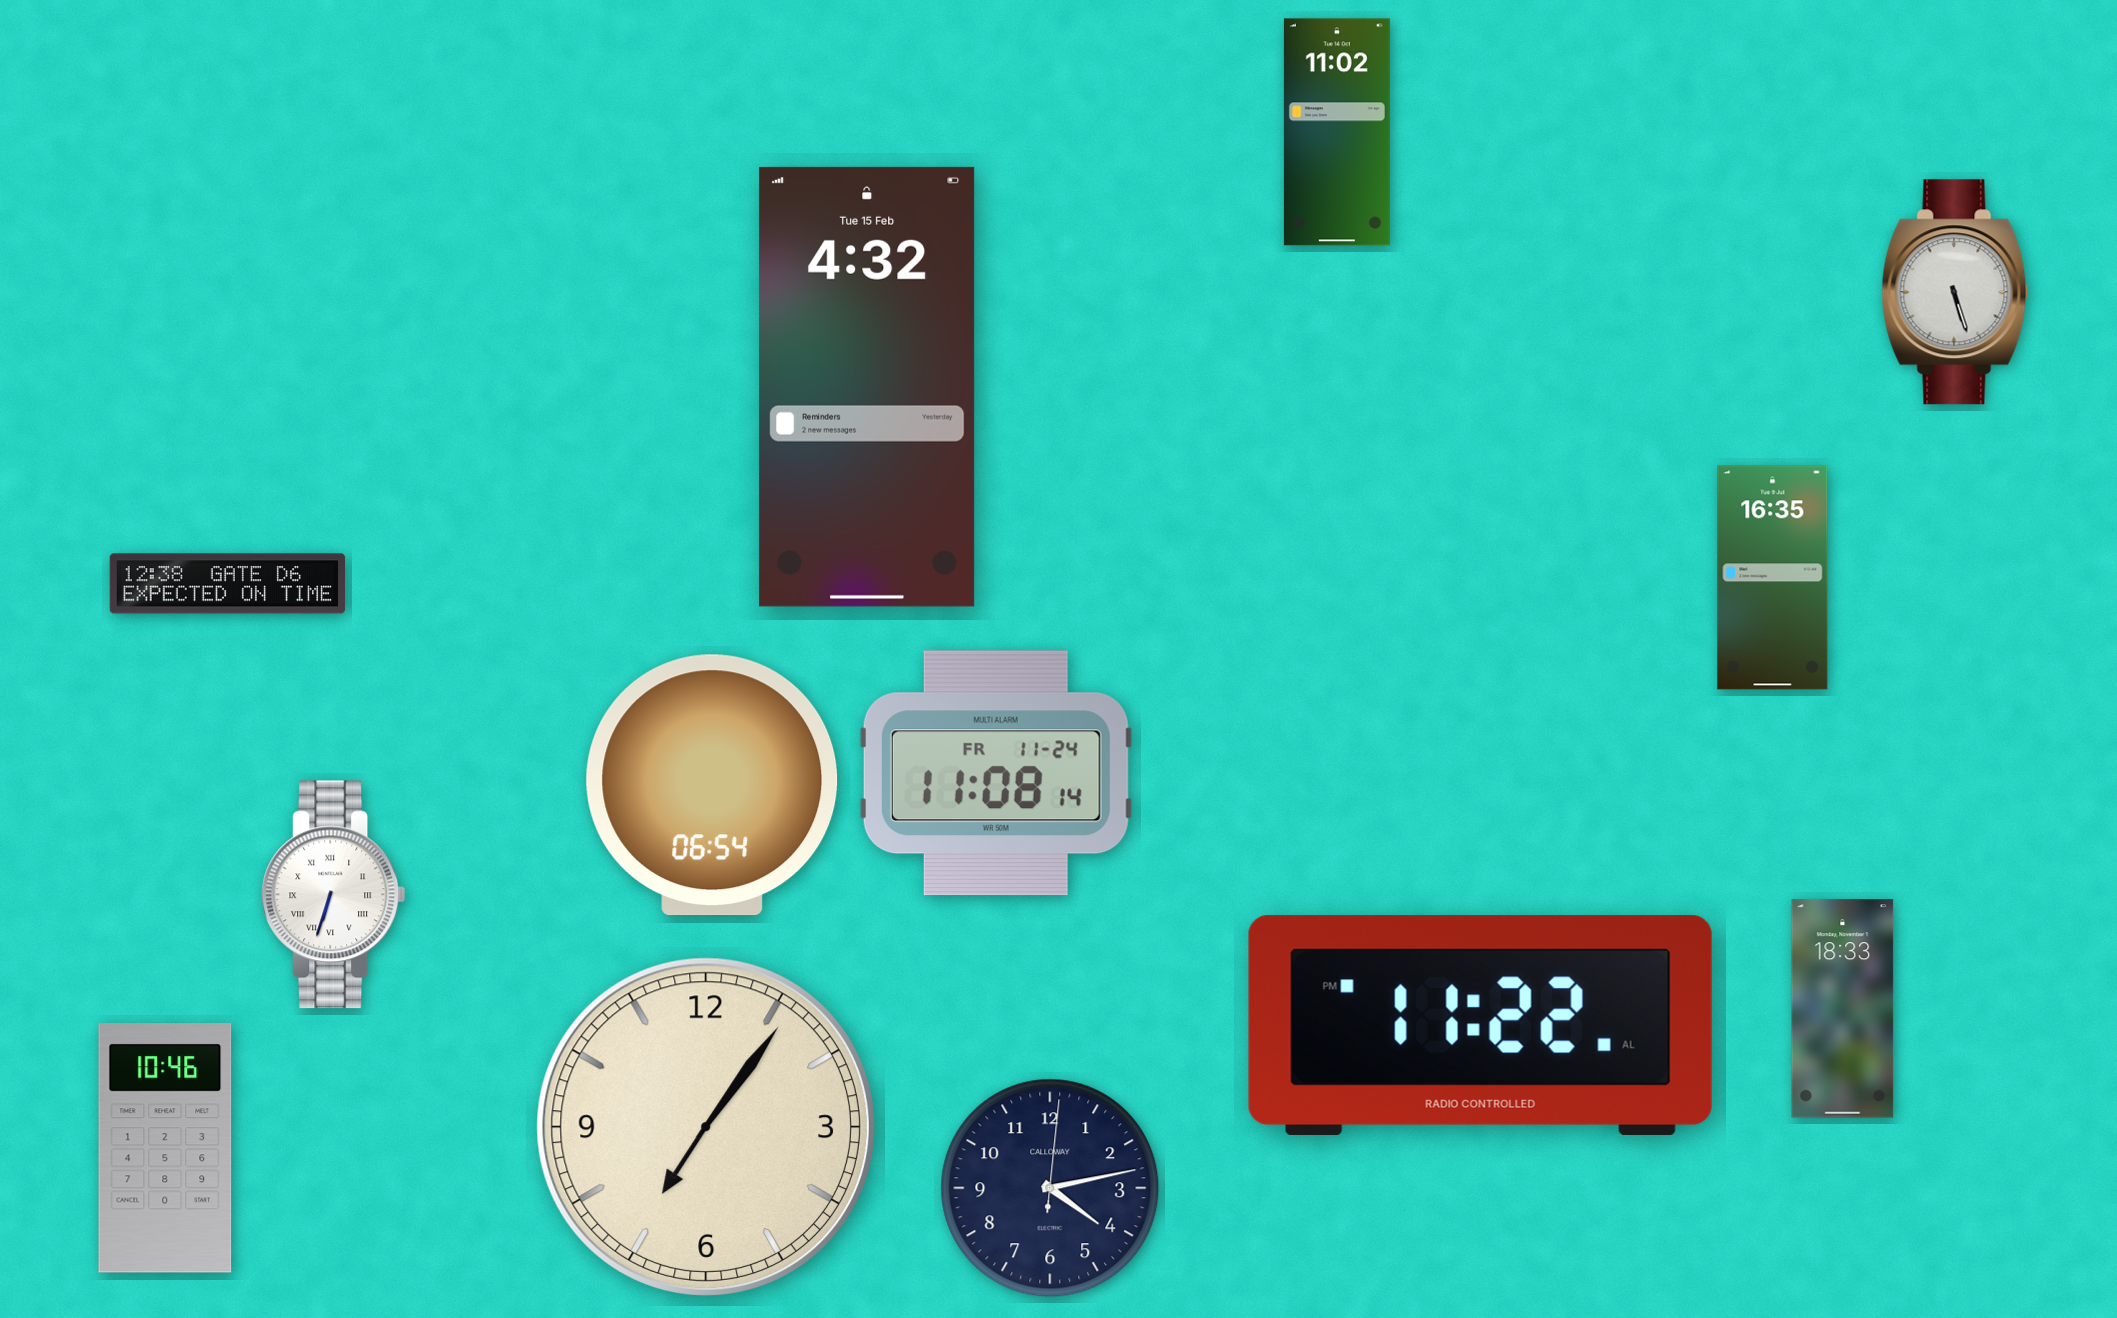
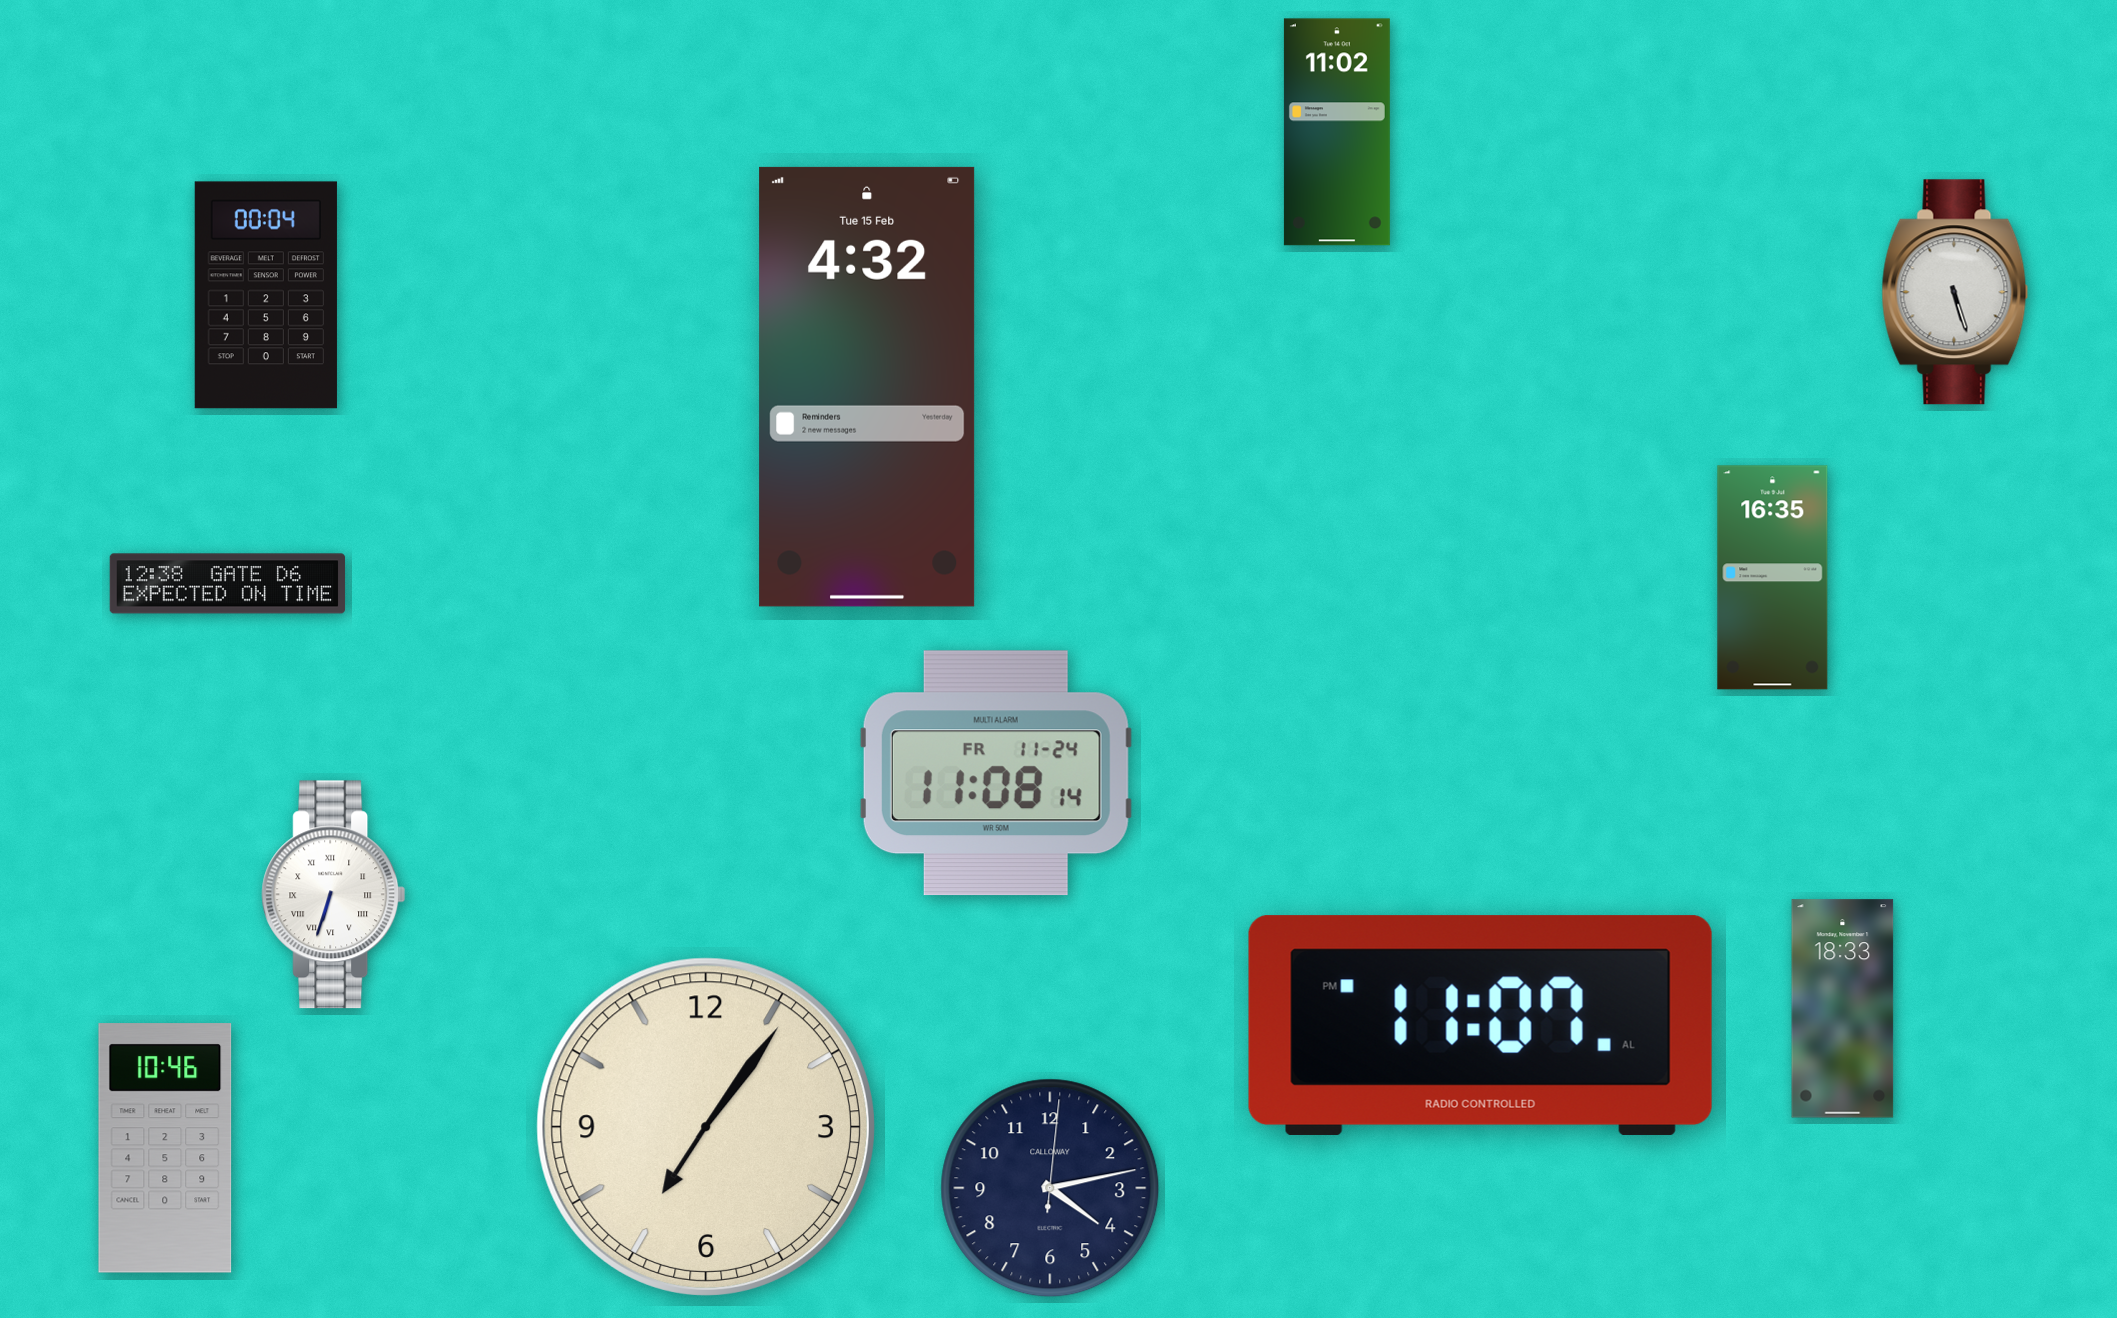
clock at (266, 295): none -> 00:04
clock at (712, 785): 06:54 -> none
clock at (1480, 1025): 11:22 -> 11:07
